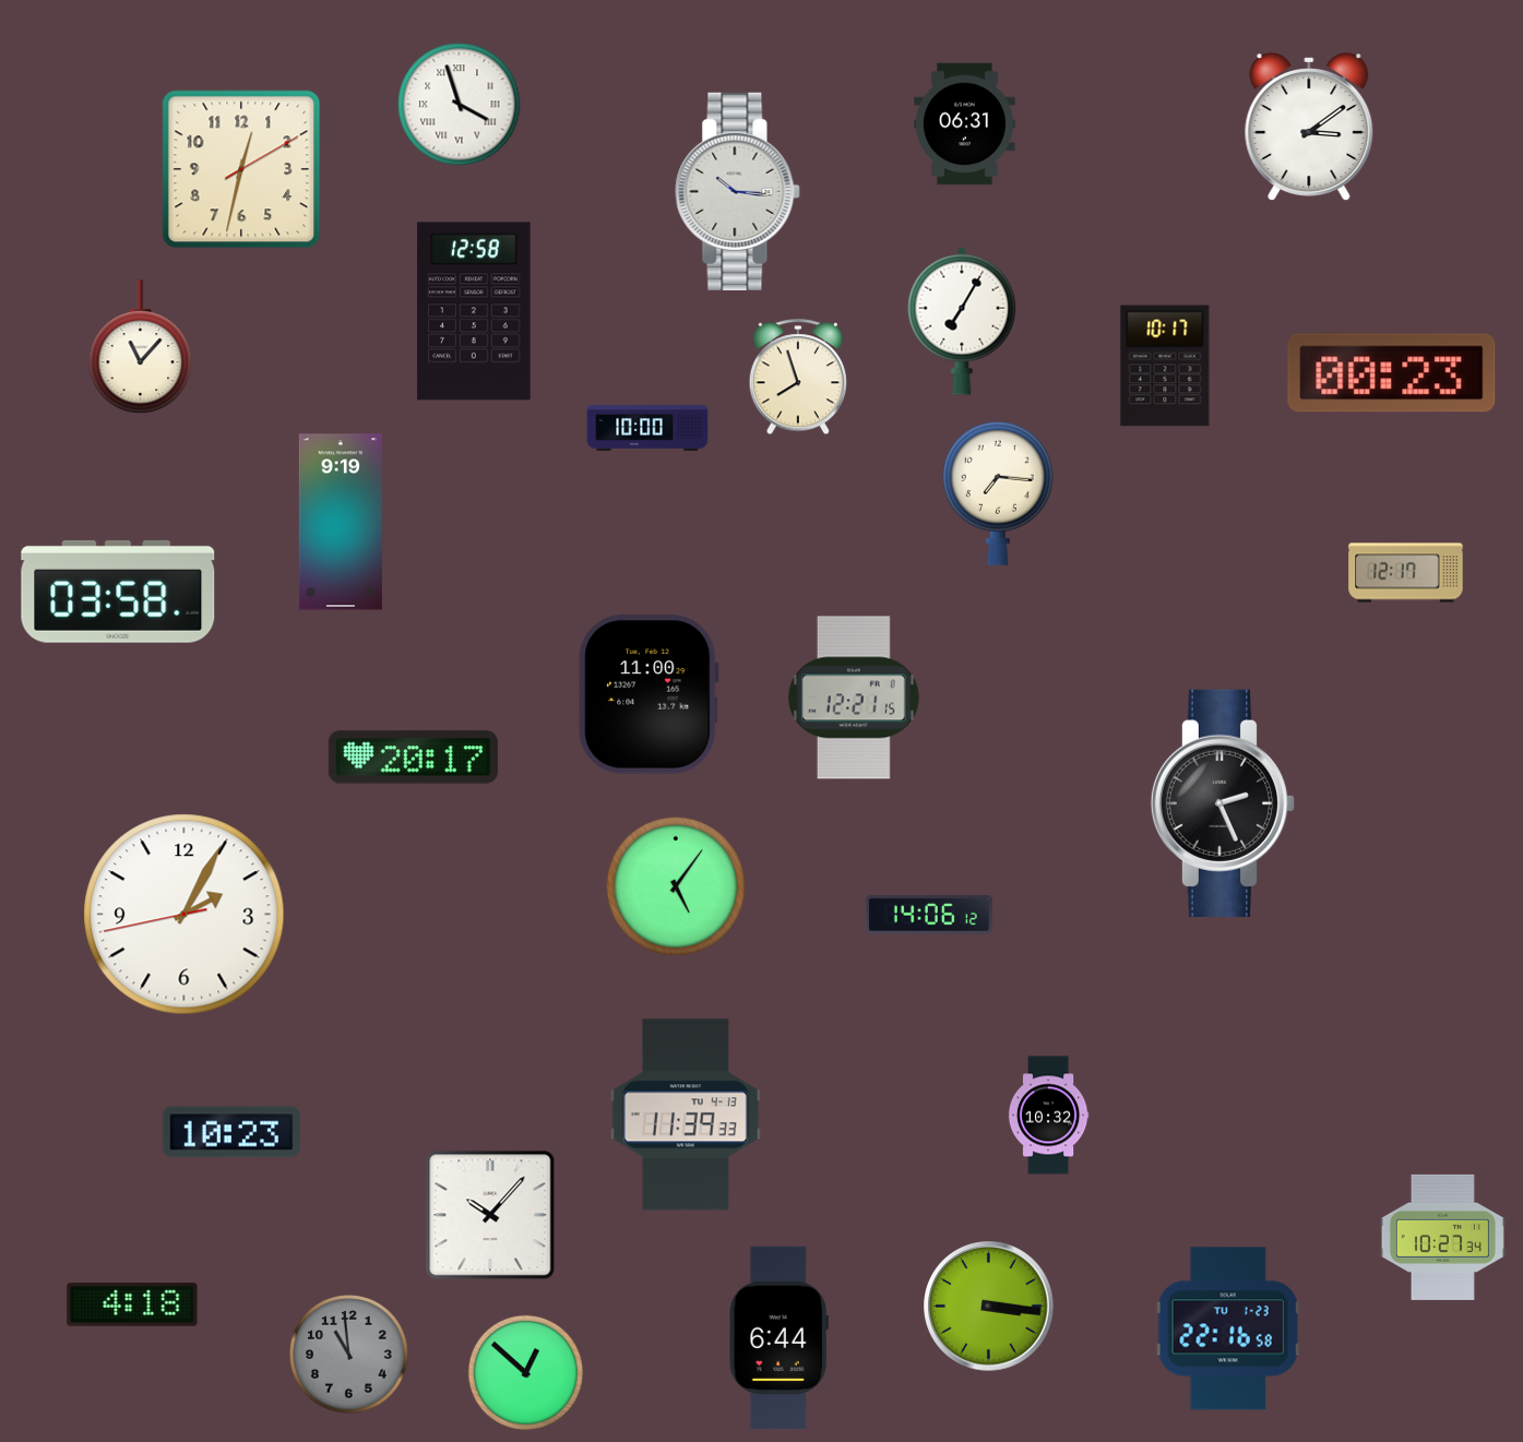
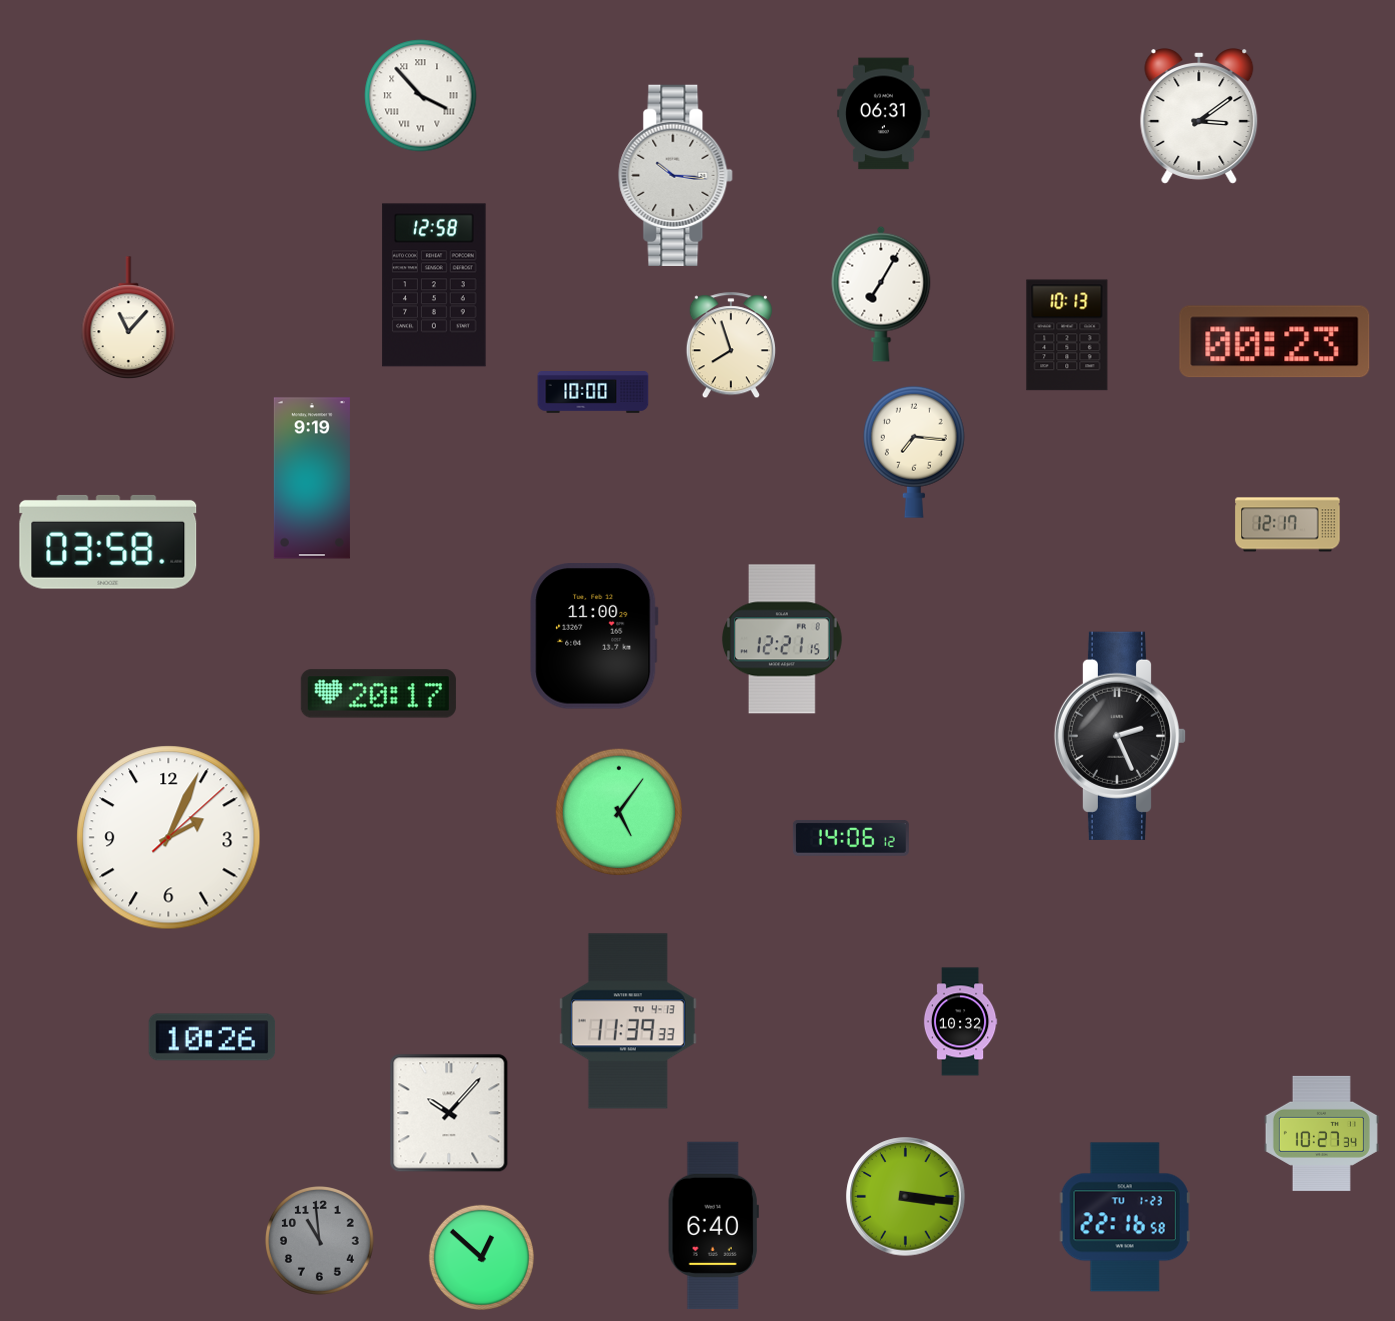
clock at (460, 105): 3:57 -> 3:53
clock at (241, 169): 12:32 -> none
clock at (1165, 366): 10:17 -> 10:13
clock at (185, 915): 2:04:43 -> 2:04:08
clock at (231, 1132): 10:23 -> 10:26
clock at (132, 1306): 4:18 -> none
clock at (778, 1338): 6:44 -> 6:40
